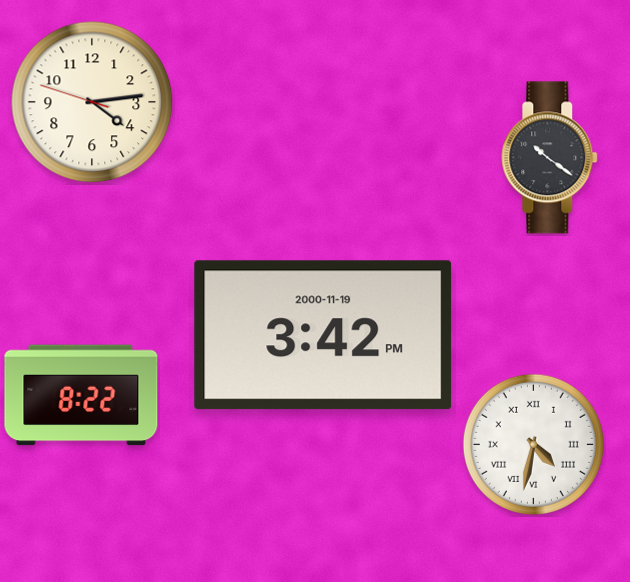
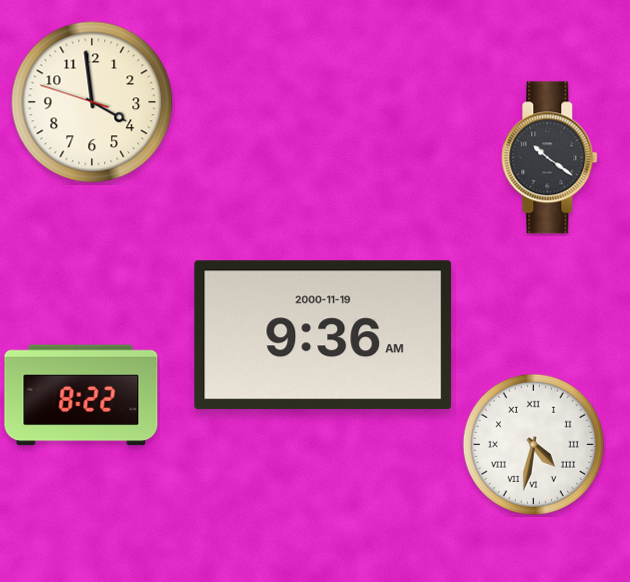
clock at (92, 102): 4:13 -> 3:58
clock at (323, 335): 3:42 -> 9:36
